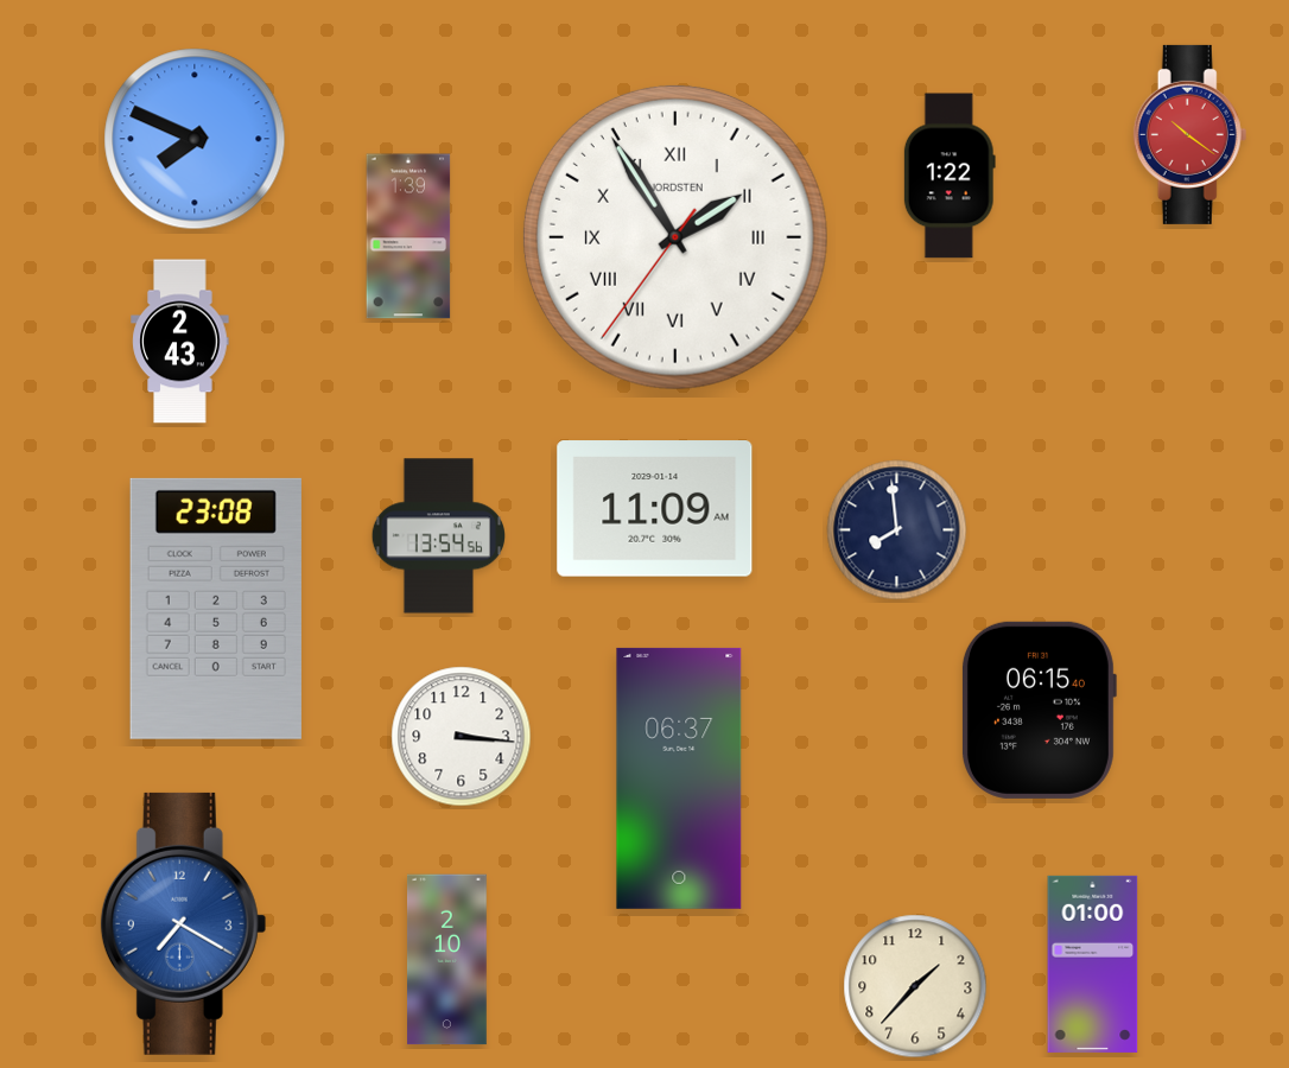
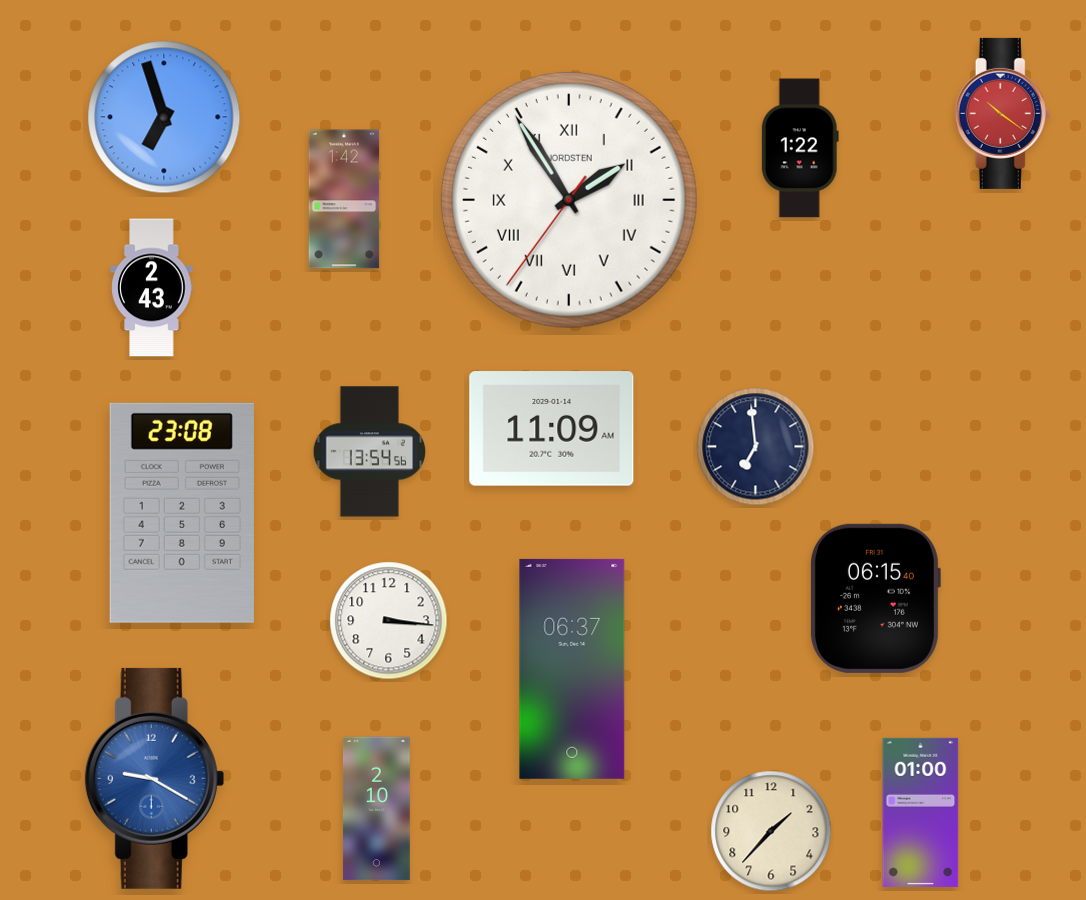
clock at (195, 139): 7:49 -> 6:57
clock at (408, 236): 1:39 -> 1:42
clock at (897, 530): 7:59 -> 6:59
clock at (679, 778) position: (679, 778) -> (572, 669)
clock at (184, 923): 7:20 -> 9:20
